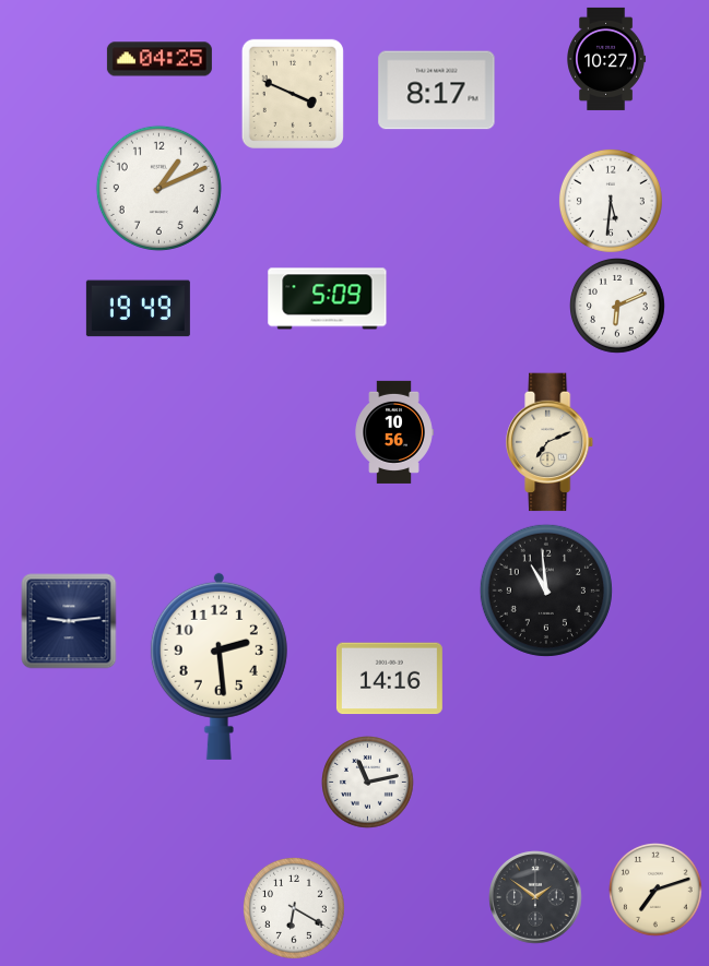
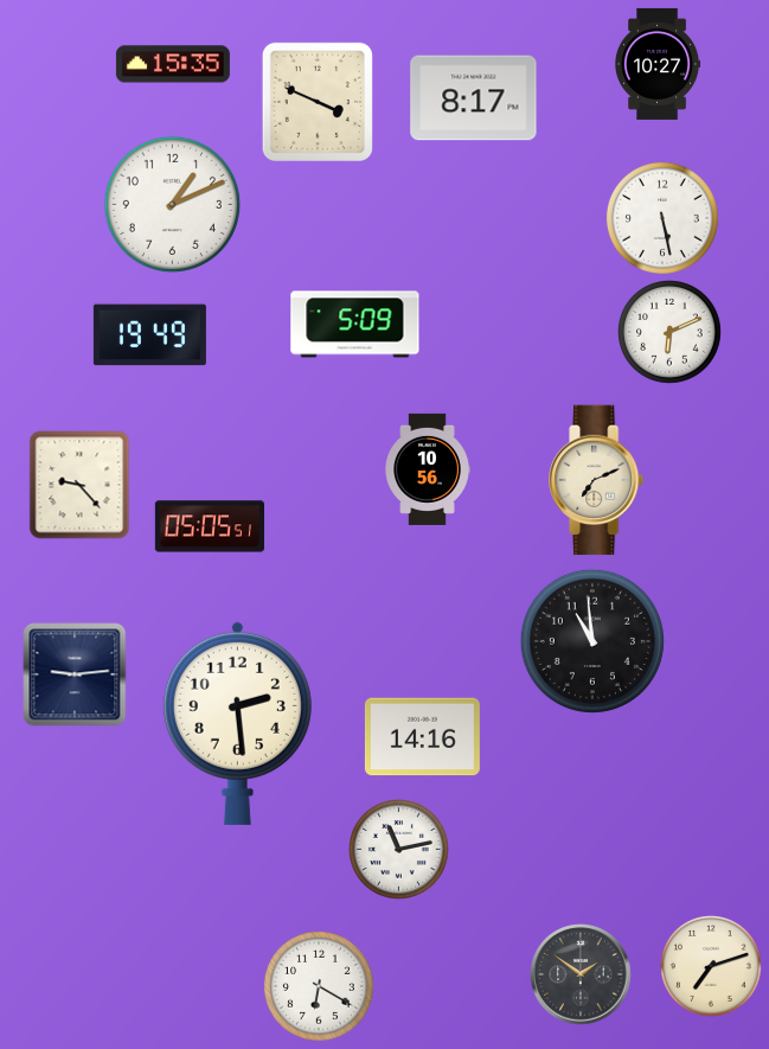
clock at (159, 59): 04:25 -> 15:35
clock at (611, 201): 5:31 -> 5:28
clock at (79, 485): none -> 9:23
clock at (209, 526): none -> 05:05
